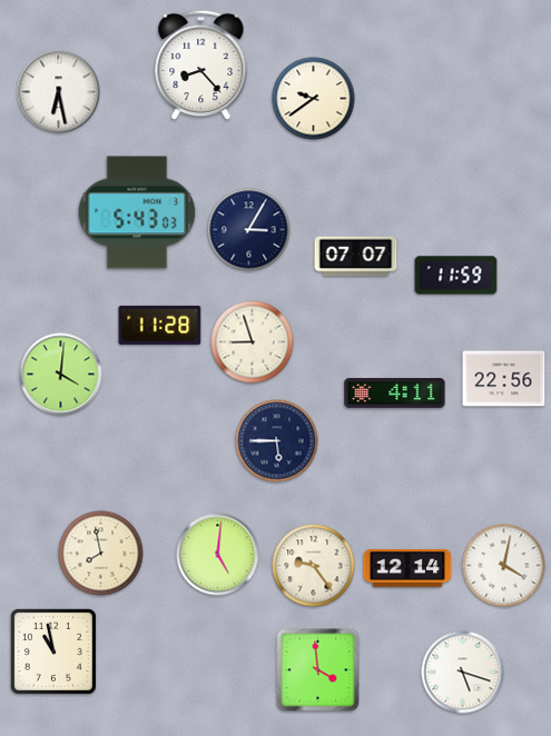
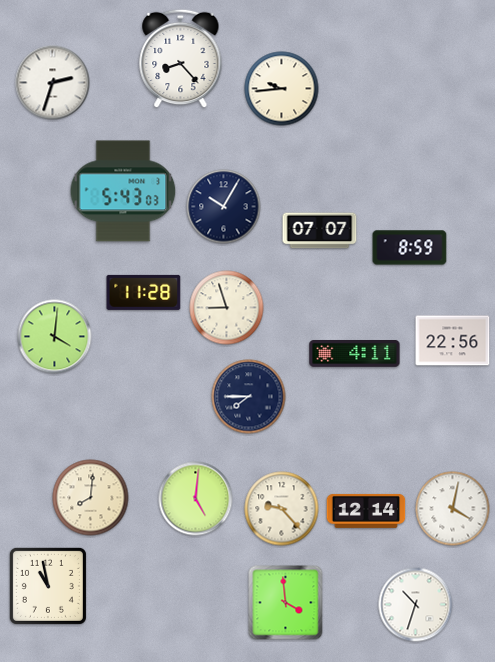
clock at (59, 92): 6:28 -> 2:33
clock at (314, 99): 9:39 -> 9:44
clock at (249, 230): 3:05 -> 10:05
clock at (456, 276): 11:59 -> 8:59
clock at (277, 441): 5:45 -> 7:45
clock at (101, 554): 7:58 -> 8:01
clock at (314, 566): 9:24 -> 9:23
clock at (463, 673): 5:18 -> 10:33
